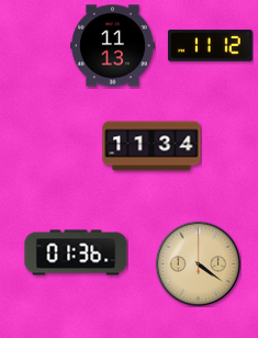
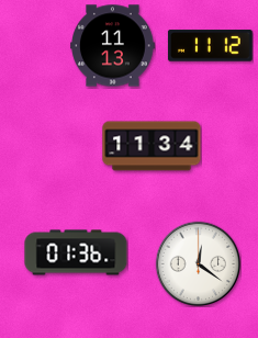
clock at (198, 263): 4:21 -> 12:21
clock at (198, 263) dial: champagne -> white
